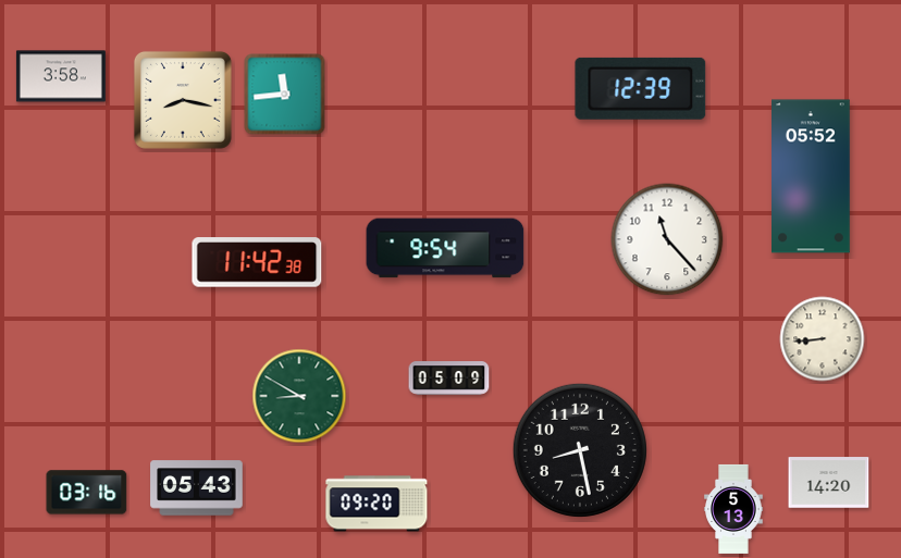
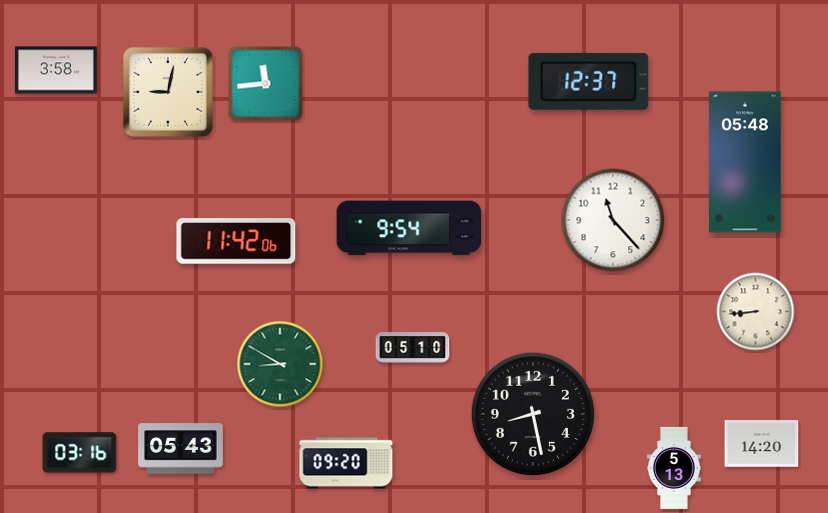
clock at (641, 88): 12:39 -> 12:37
clock at (285, 95) position: (285, 95) -> (266, 84)
clock at (183, 100): 8:17 -> 9:02
clock at (812, 176): 05:52 -> 05:48
clock at (257, 262): 11:42:38 -> 11:42:06
clock at (449, 379): 05:09 -> 05:10
clock at (299, 396) position: (299, 396) -> (280, 364)
